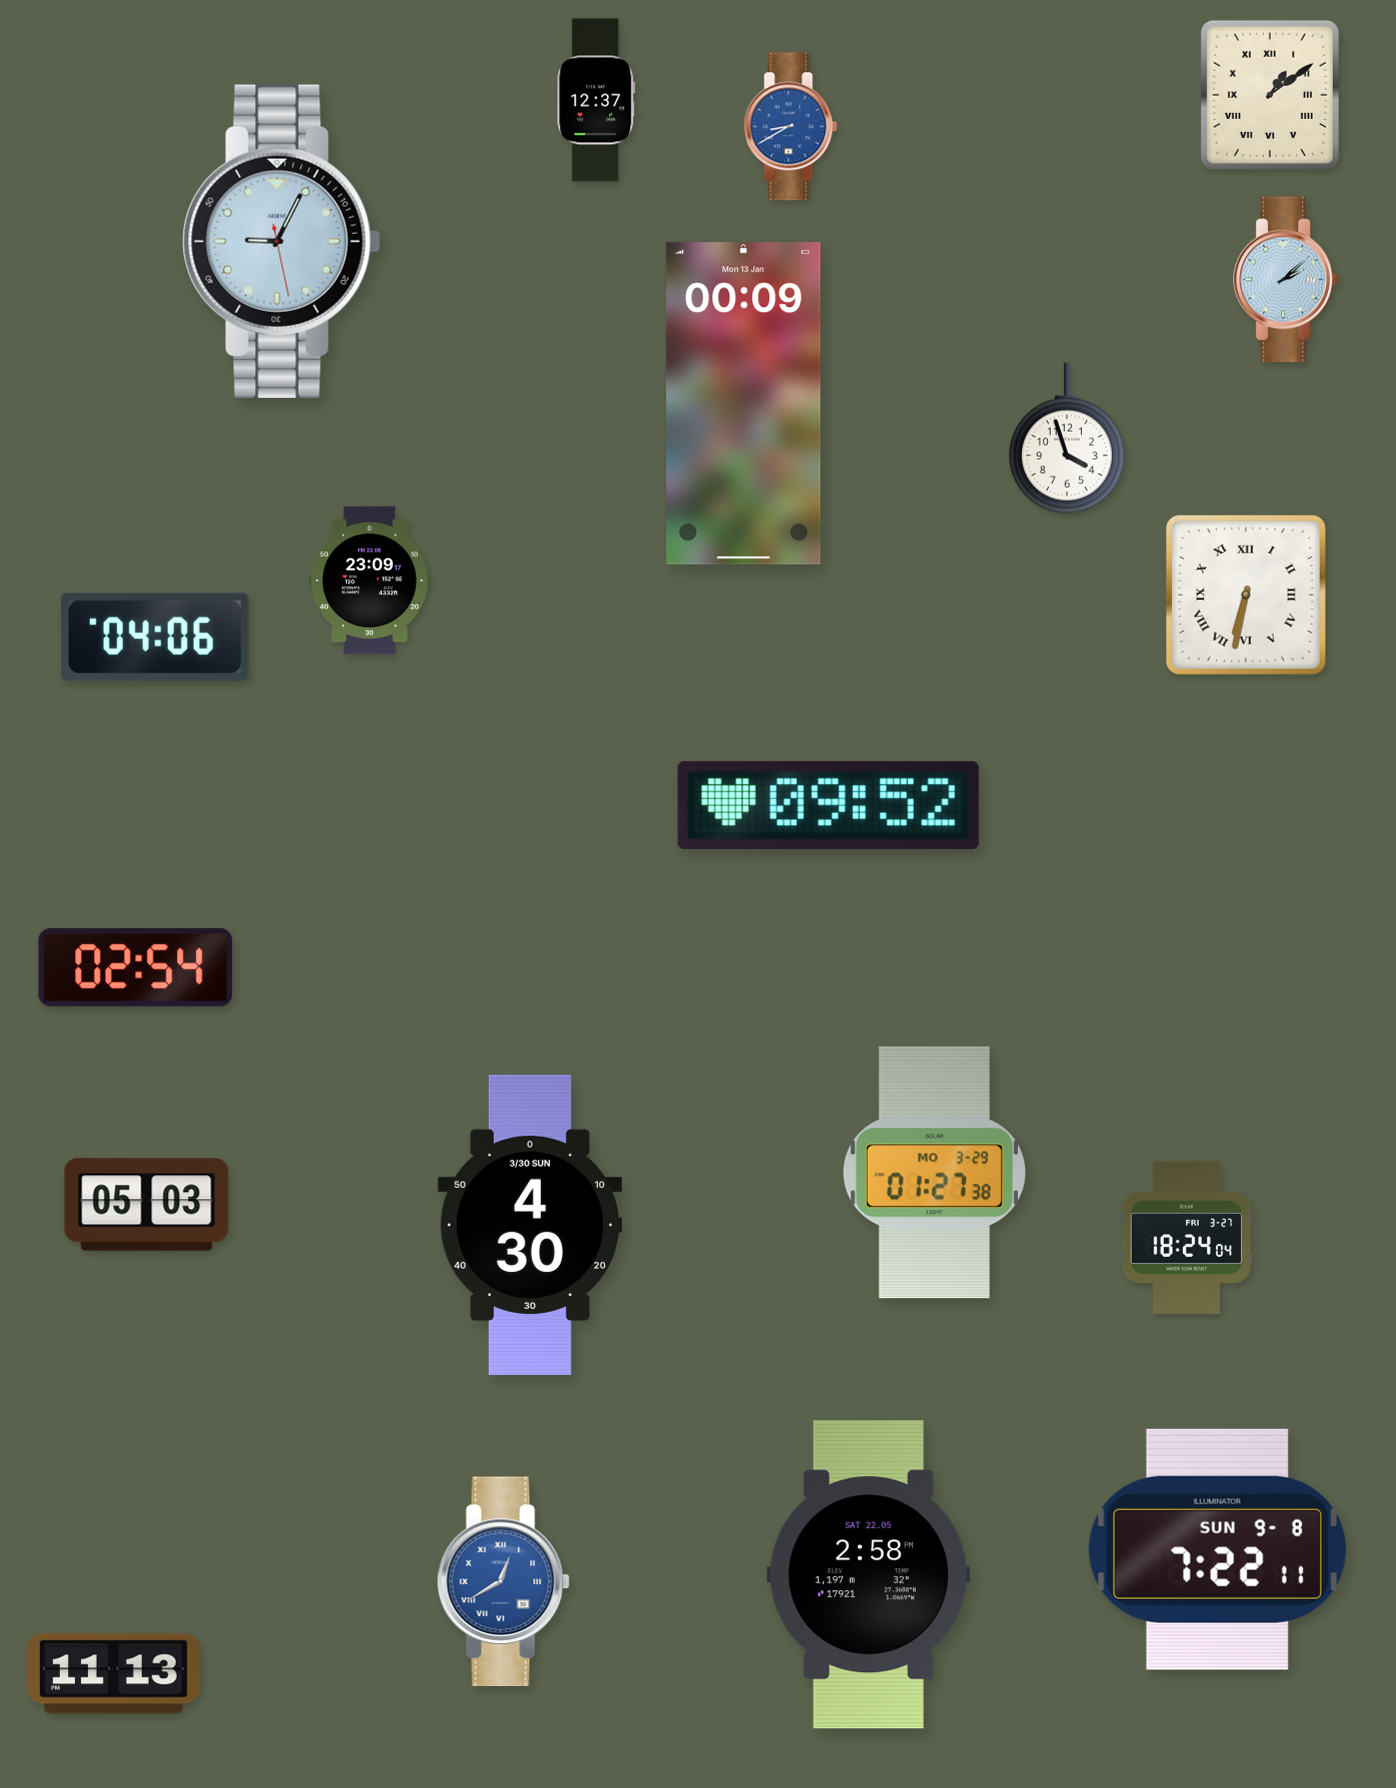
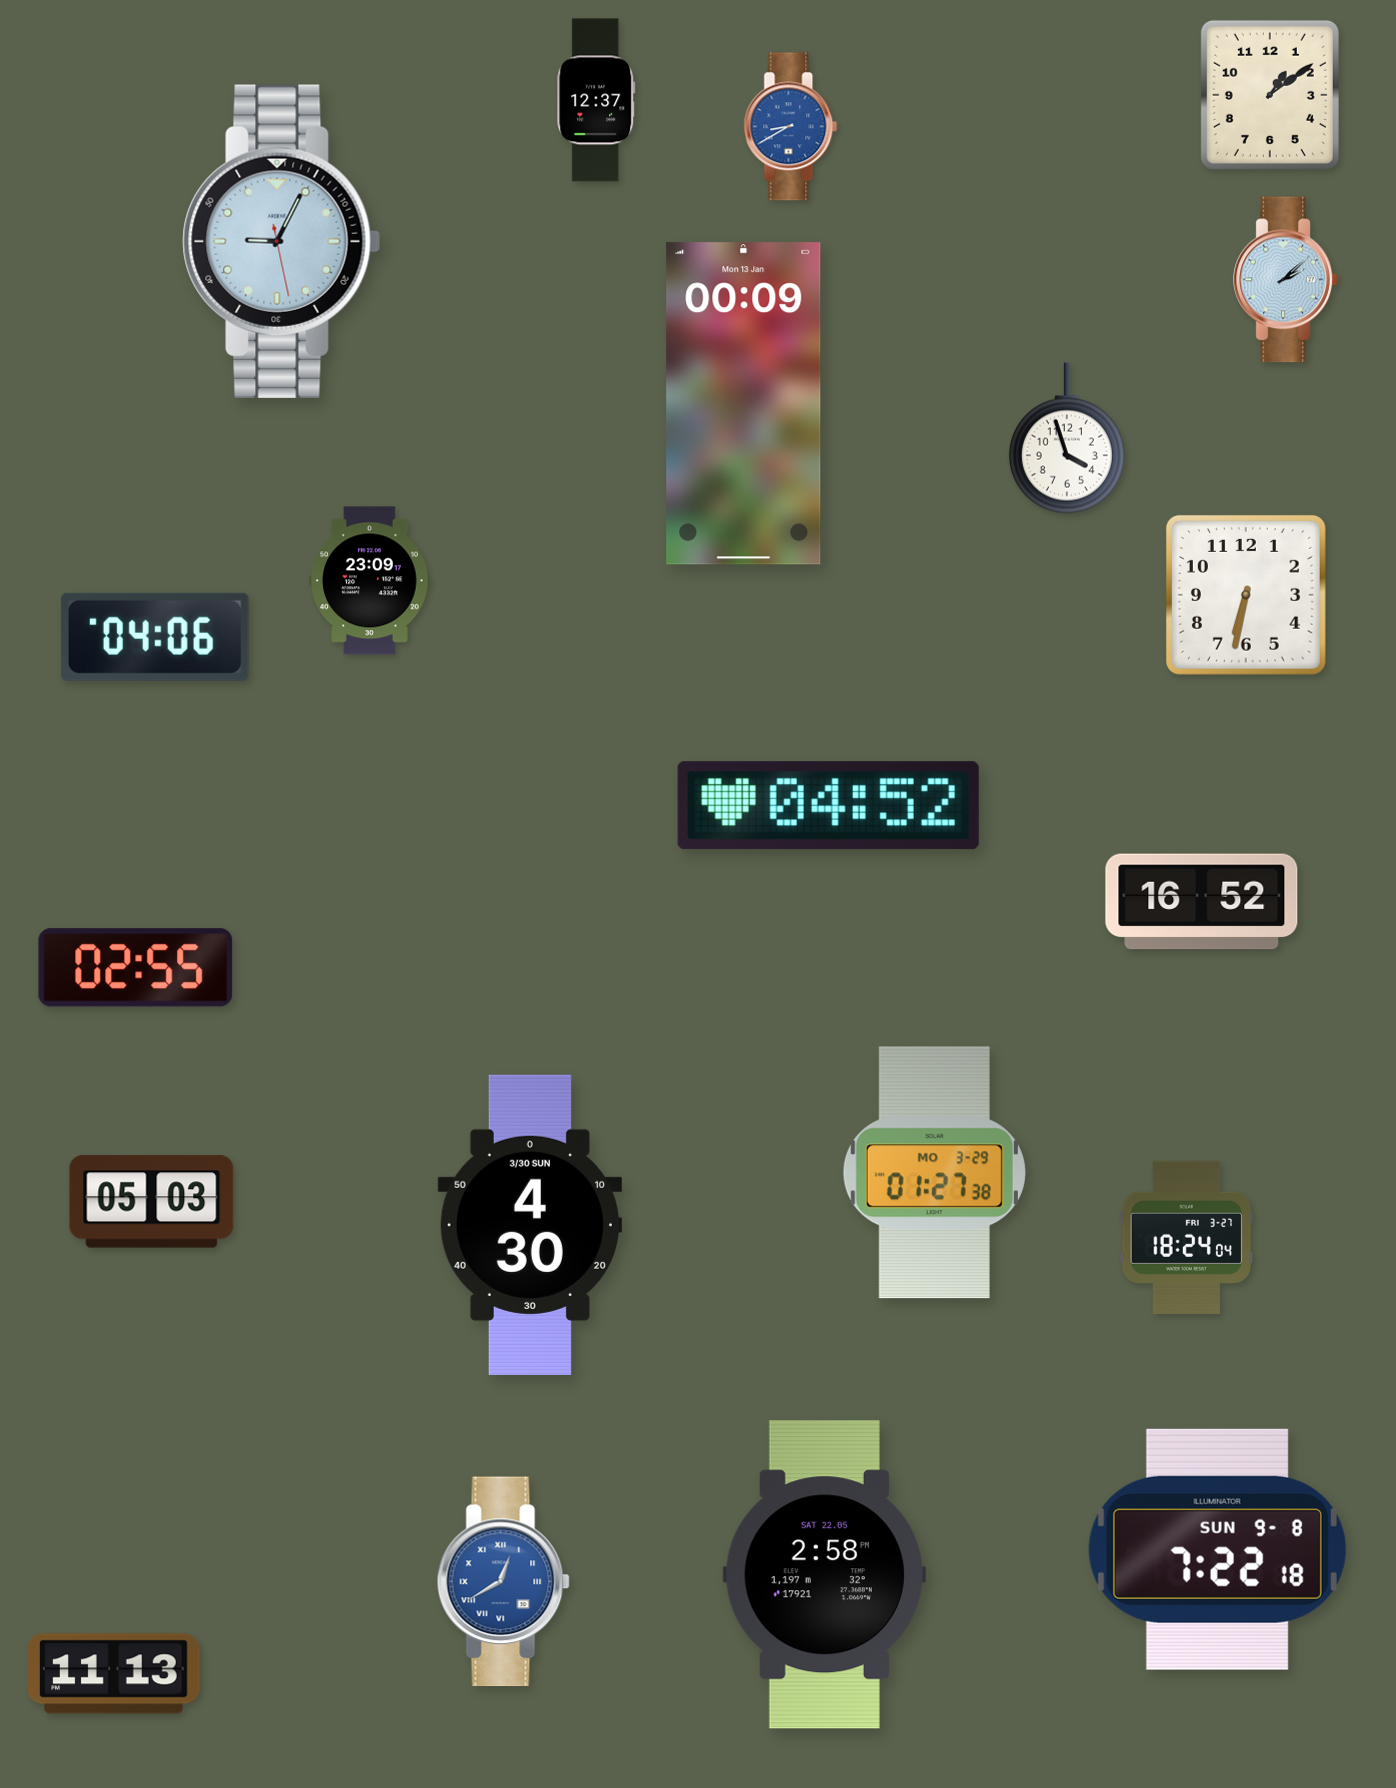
clock at (1270, 95) numerals: Roman -> Arabic
clock at (1246, 595) numerals: Roman -> Arabic
clock at (828, 806): 09:52 -> 04:52
clock at (1202, 902): none -> 16:52
clock at (136, 968): 02:54 -> 02:55
clock at (147, 1205) position: (147, 1205) -> (152, 1202)
clock at (1217, 1549): 7:22:11 -> 7:22:18
clock at (868, 1575) position: (868, 1575) -> (824, 1575)
